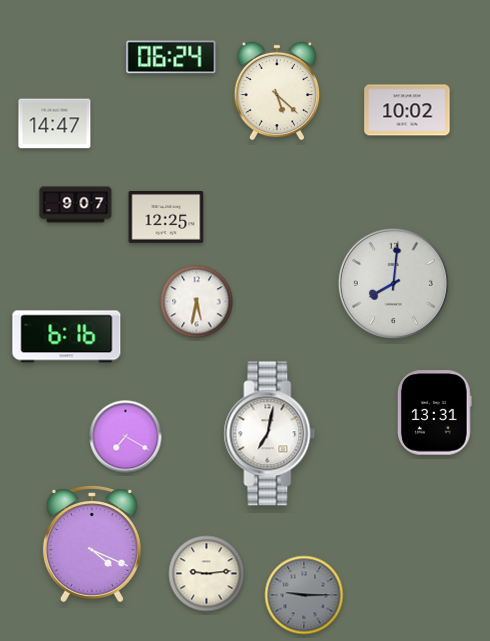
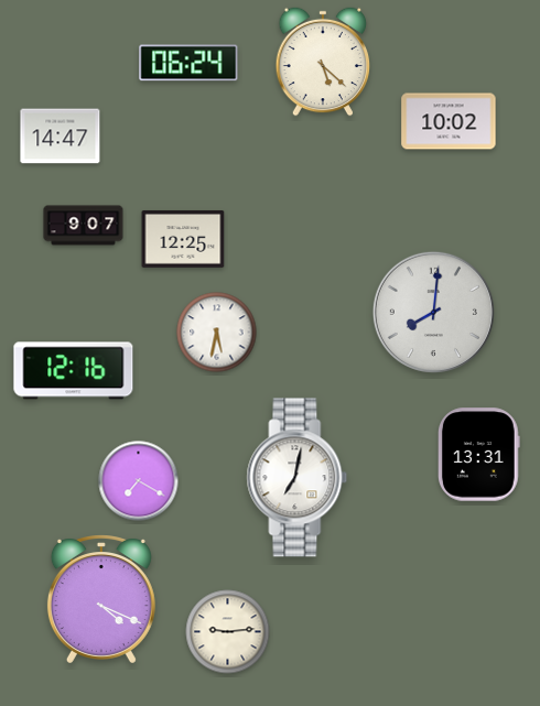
clock at (277, 91) position: (277, 91) -> (323, 62)
clock at (67, 337): 6:16 -> 12:16
clock at (304, 595): 9:15 -> none
